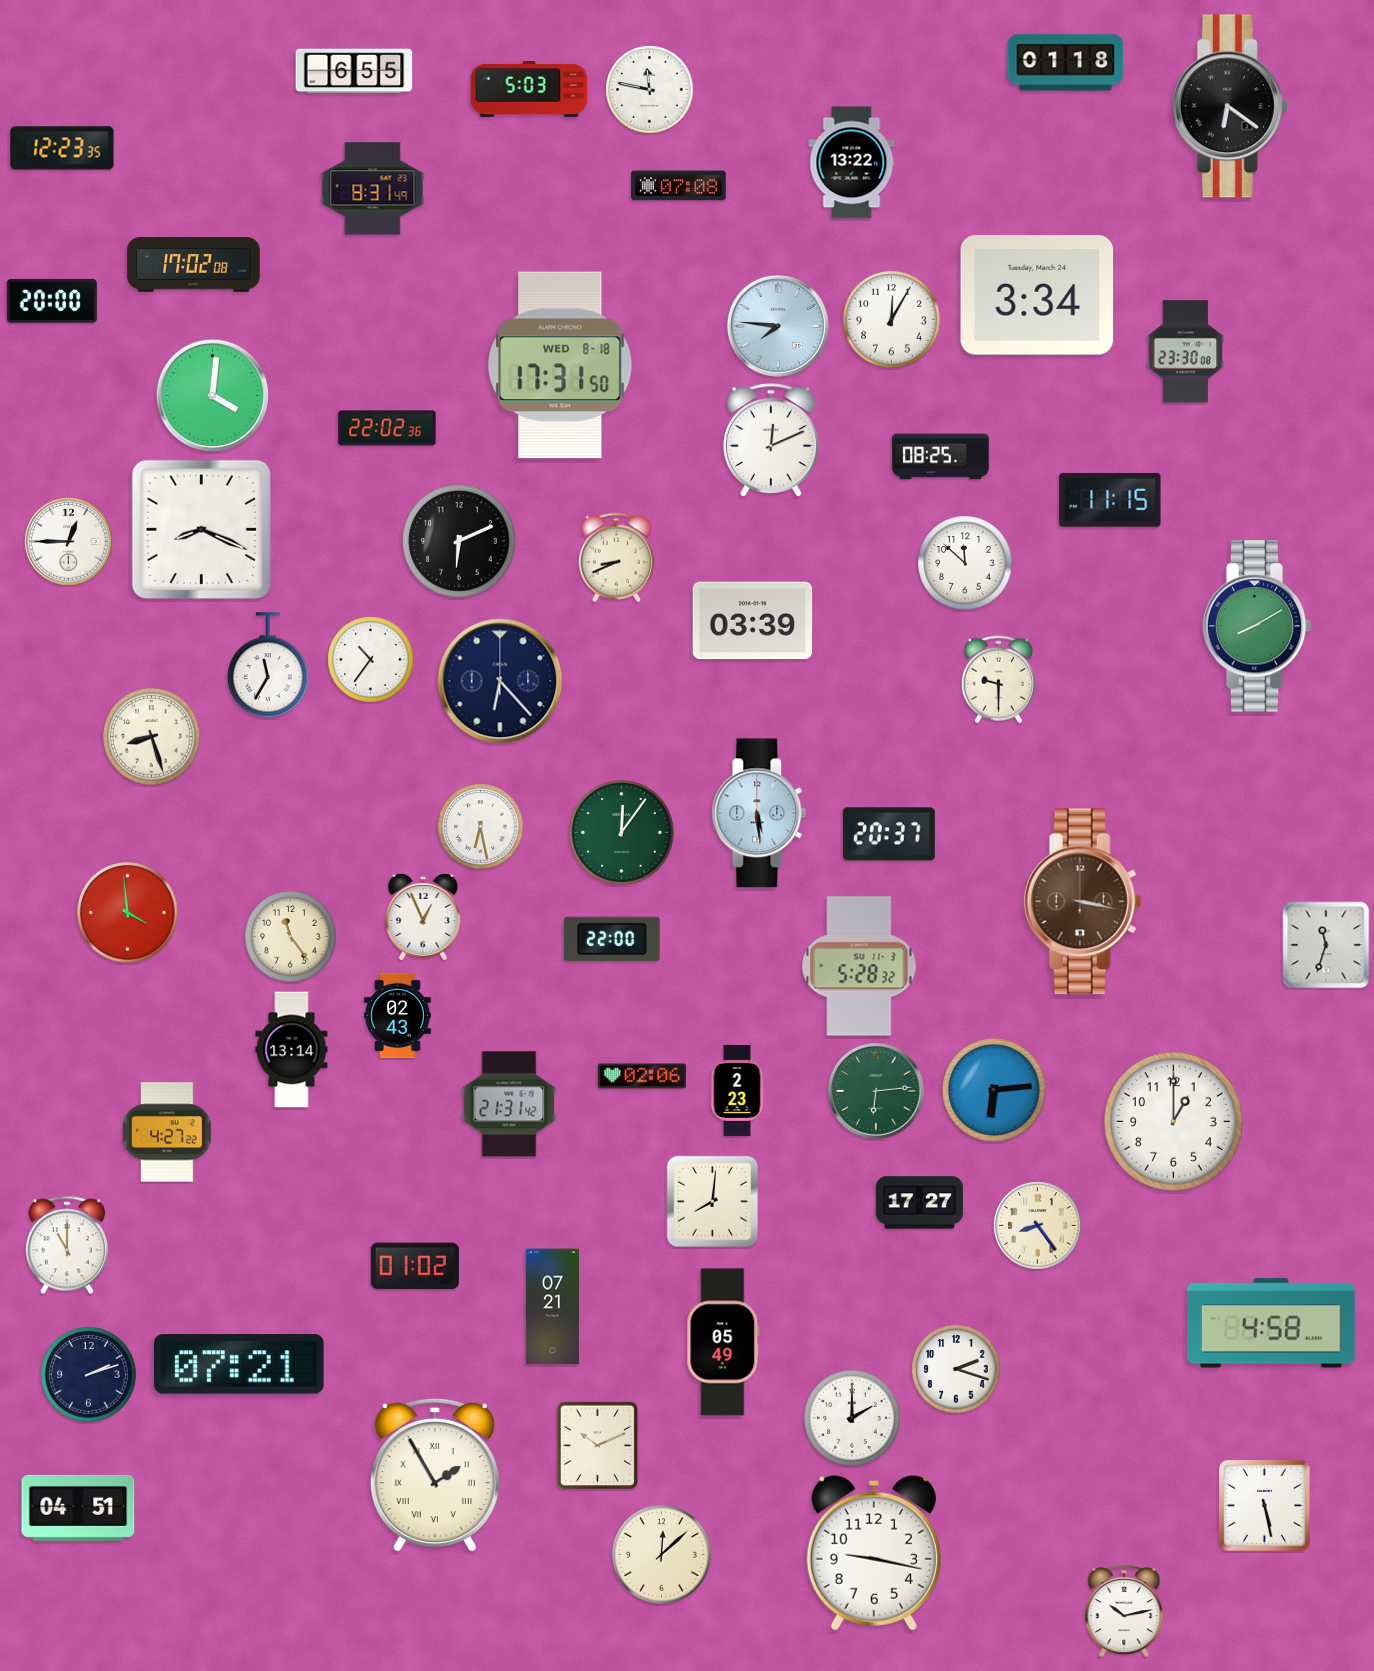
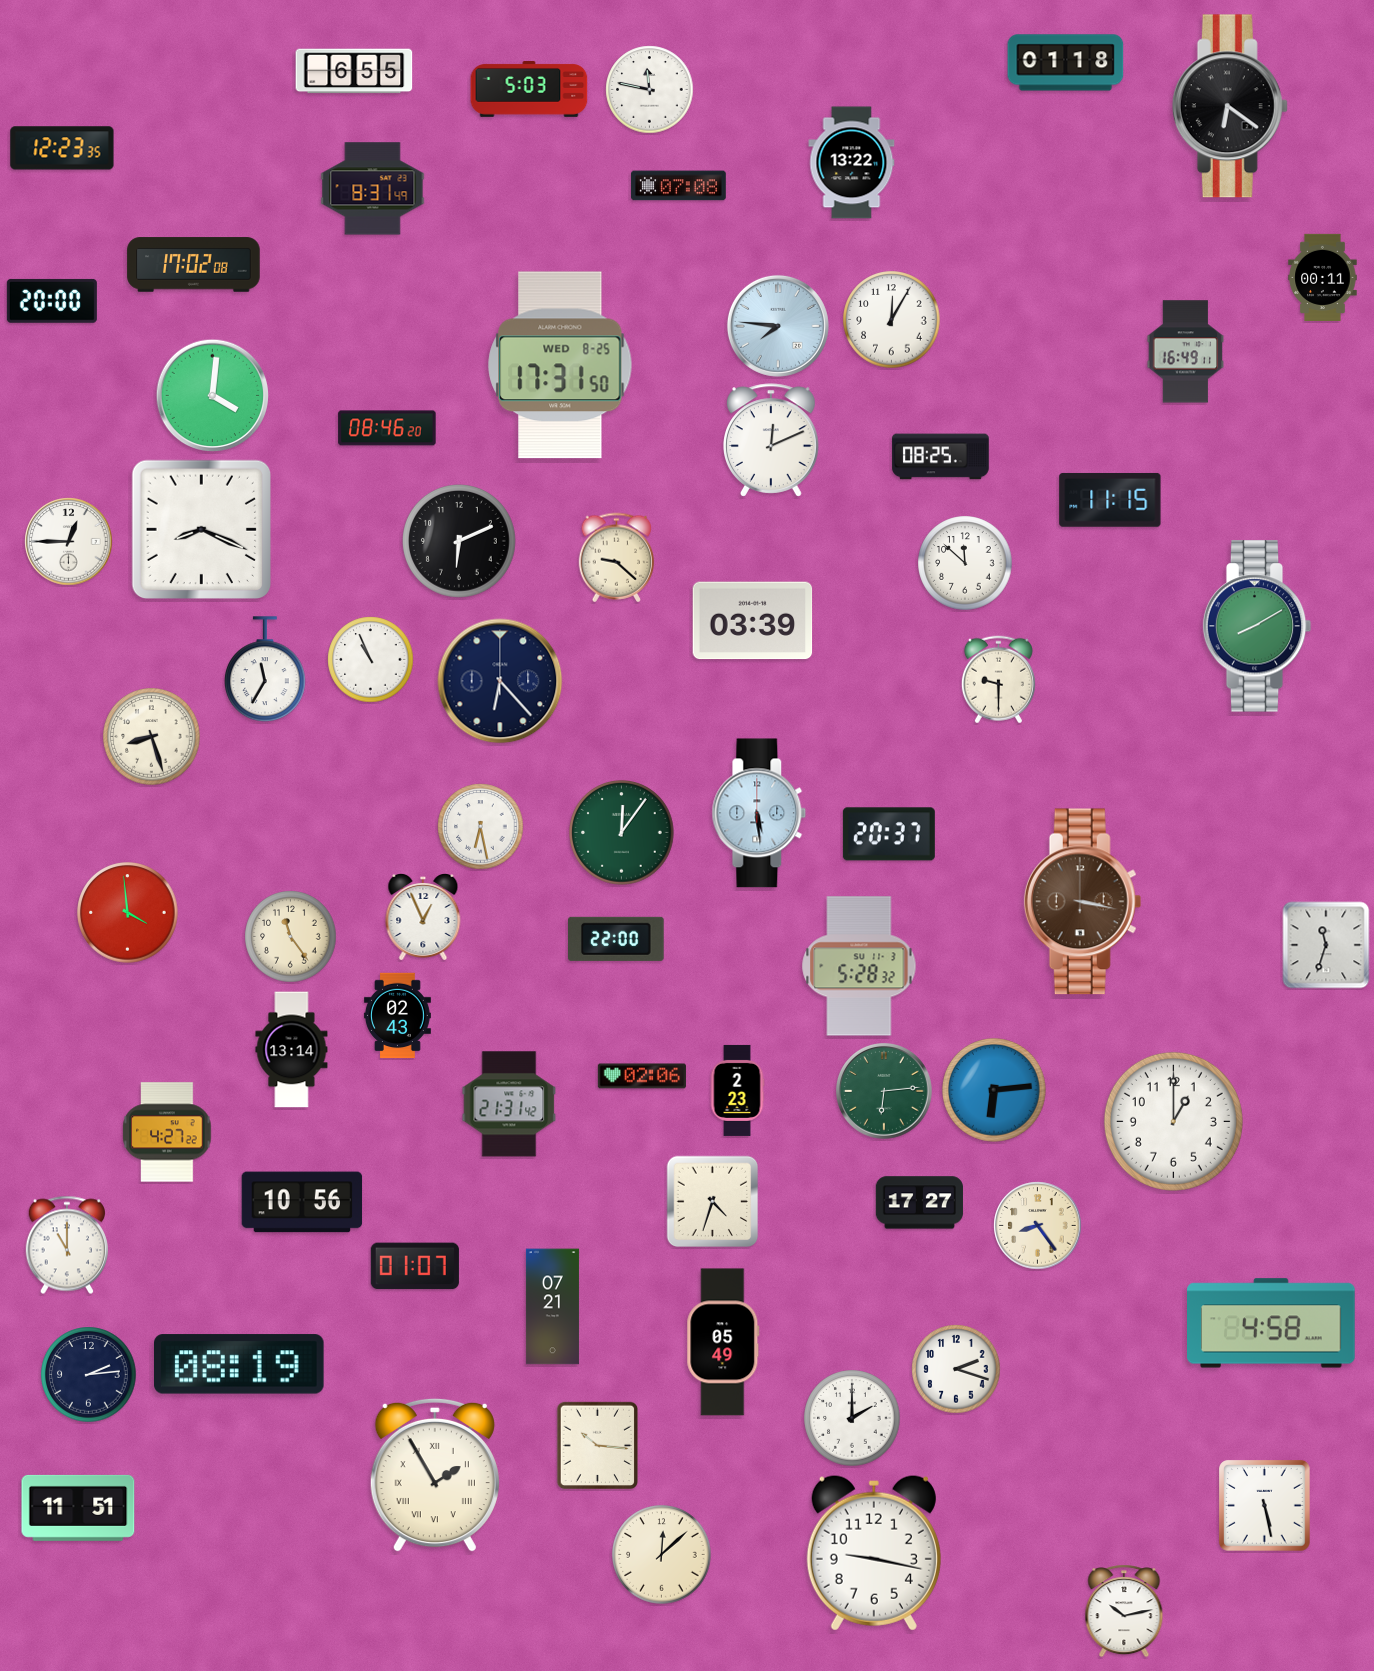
clock at (1323, 277): none -> 00:11
clock at (1037, 295): 3:34 -> none
clock at (1186, 352): 23:30 -> 16:49
clock at (560, 365) date: WED 8-18 -> WED 8-25
clock at (387, 428): 22:02 -> 08:46
clock at (617, 558): 8:41 -> 9:22
clock at (371, 660): 10:36 -> 10:56
clock at (269, 666) position: (269, 666) -> (266, 670)
clock at (613, 939) position: (613, 939) -> (617, 939)
clock at (877, 1092) position: (877, 1092) -> (885, 1092)
clock at (302, 1202): none -> 10:56
clock at (713, 1202): 8:01 -> 4:33
clock at (415, 1266): 01:02 -> 01:07
clock at (240, 1364): 07:21 -> 08:19
clock at (89, 1375): 2:12 -> 2:14
clock at (597, 1445): 10:11 -> 10:16
clock at (78, 1508): 04:51 -> 11:51
